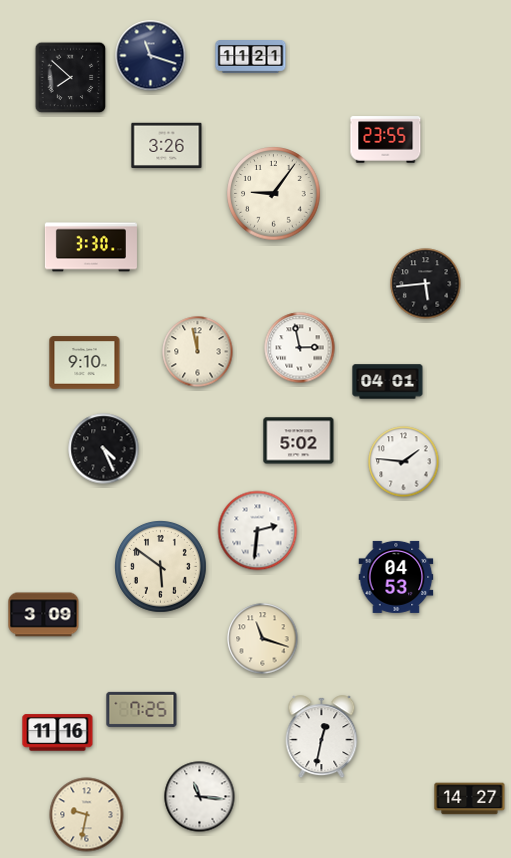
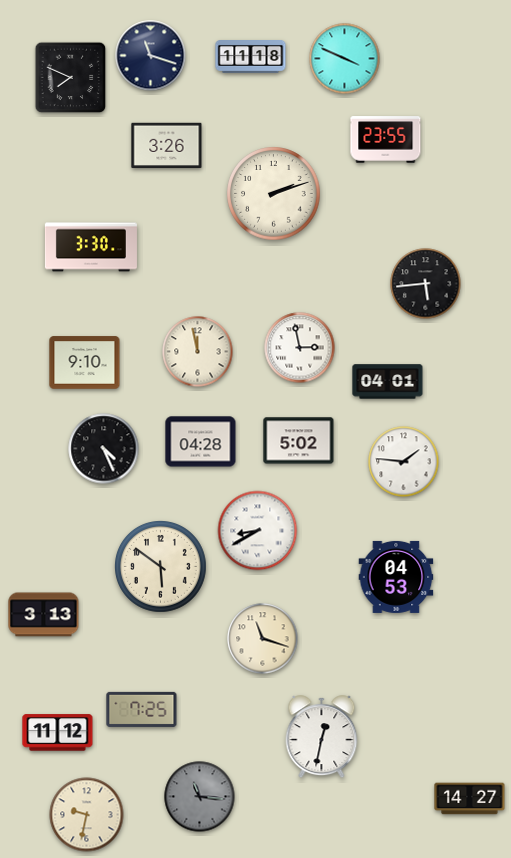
clock at (251, 57): 11:21 -> 11:18
clock at (345, 59): none -> 3:49
clock at (71, 78): 7:52 -> 7:49
clock at (274, 194): 9:06 -> 2:12
clock at (201, 442): none -> 04:28
clock at (258, 531): 2:31 -> 8:40
clock at (44, 615): 3:09 -> 3:13
clock at (58, 733): 11:16 -> 11:12
clock at (200, 797) dial: white -> grey
